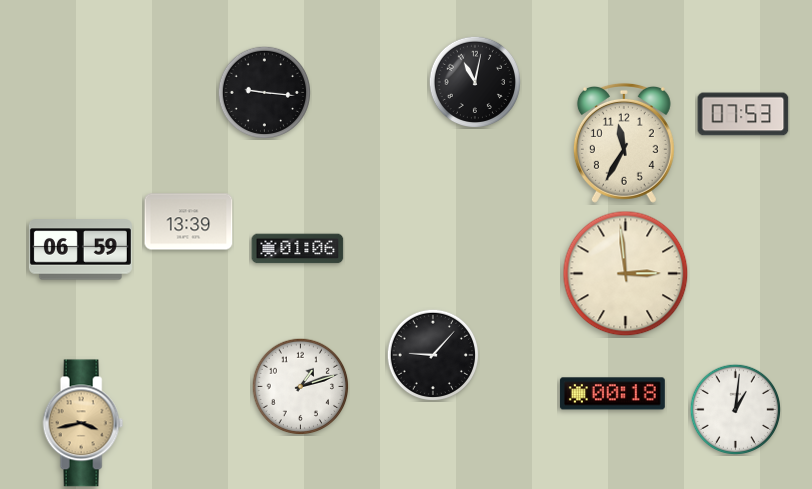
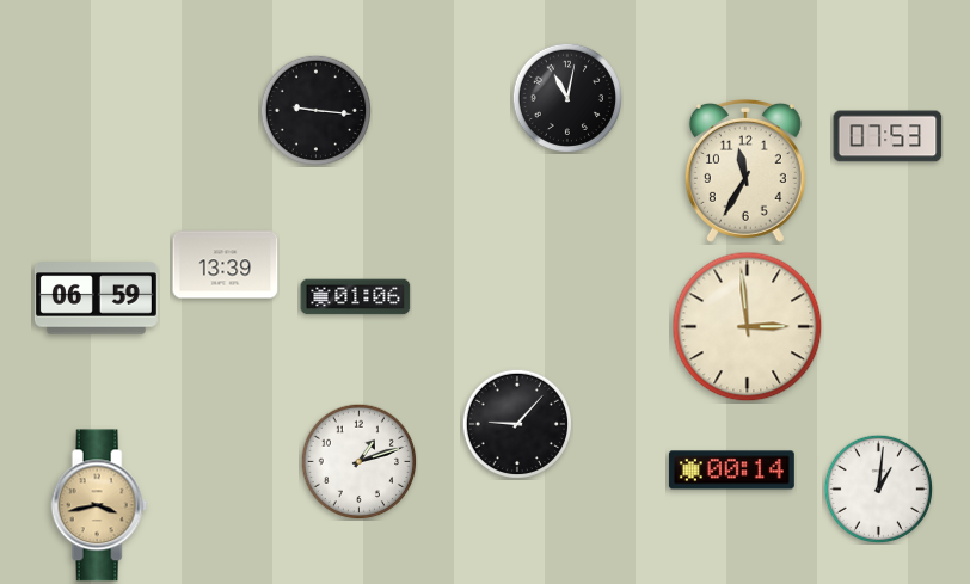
clock at (612, 394): 00:18 -> 00:14
